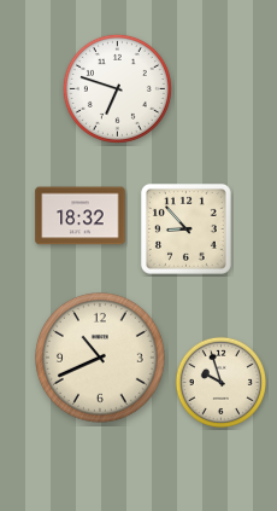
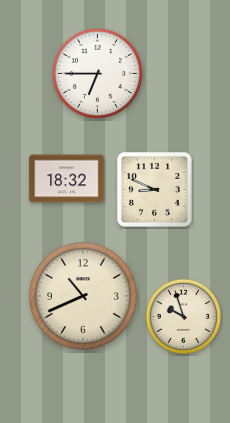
clock at (117, 88): 6:48 -> 6:45
clock at (185, 228): 8:53 -> 8:49
